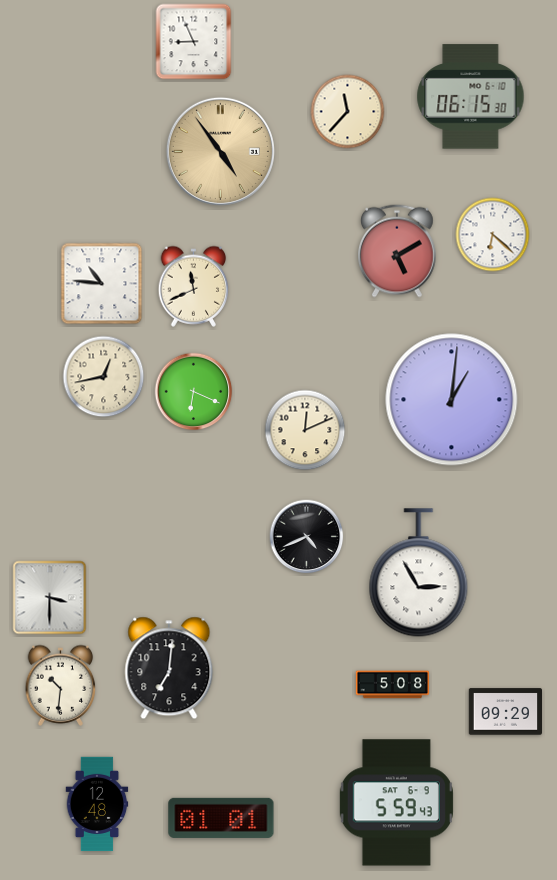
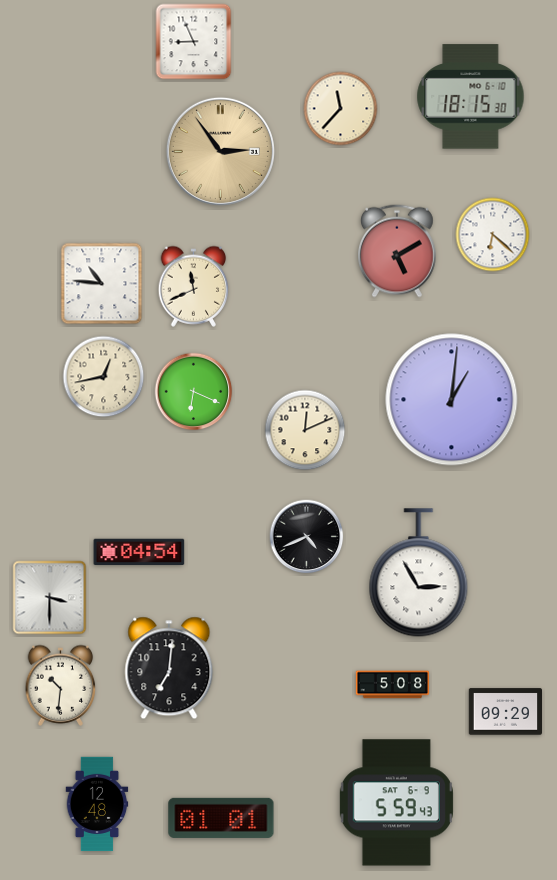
clock at (471, 97): 06:15 -> 18:15
clock at (348, 112) position: (348, 112) -> (341, 109)
clock at (220, 151): 4:54 -> 2:54
clock at (139, 552): none -> 04:54
